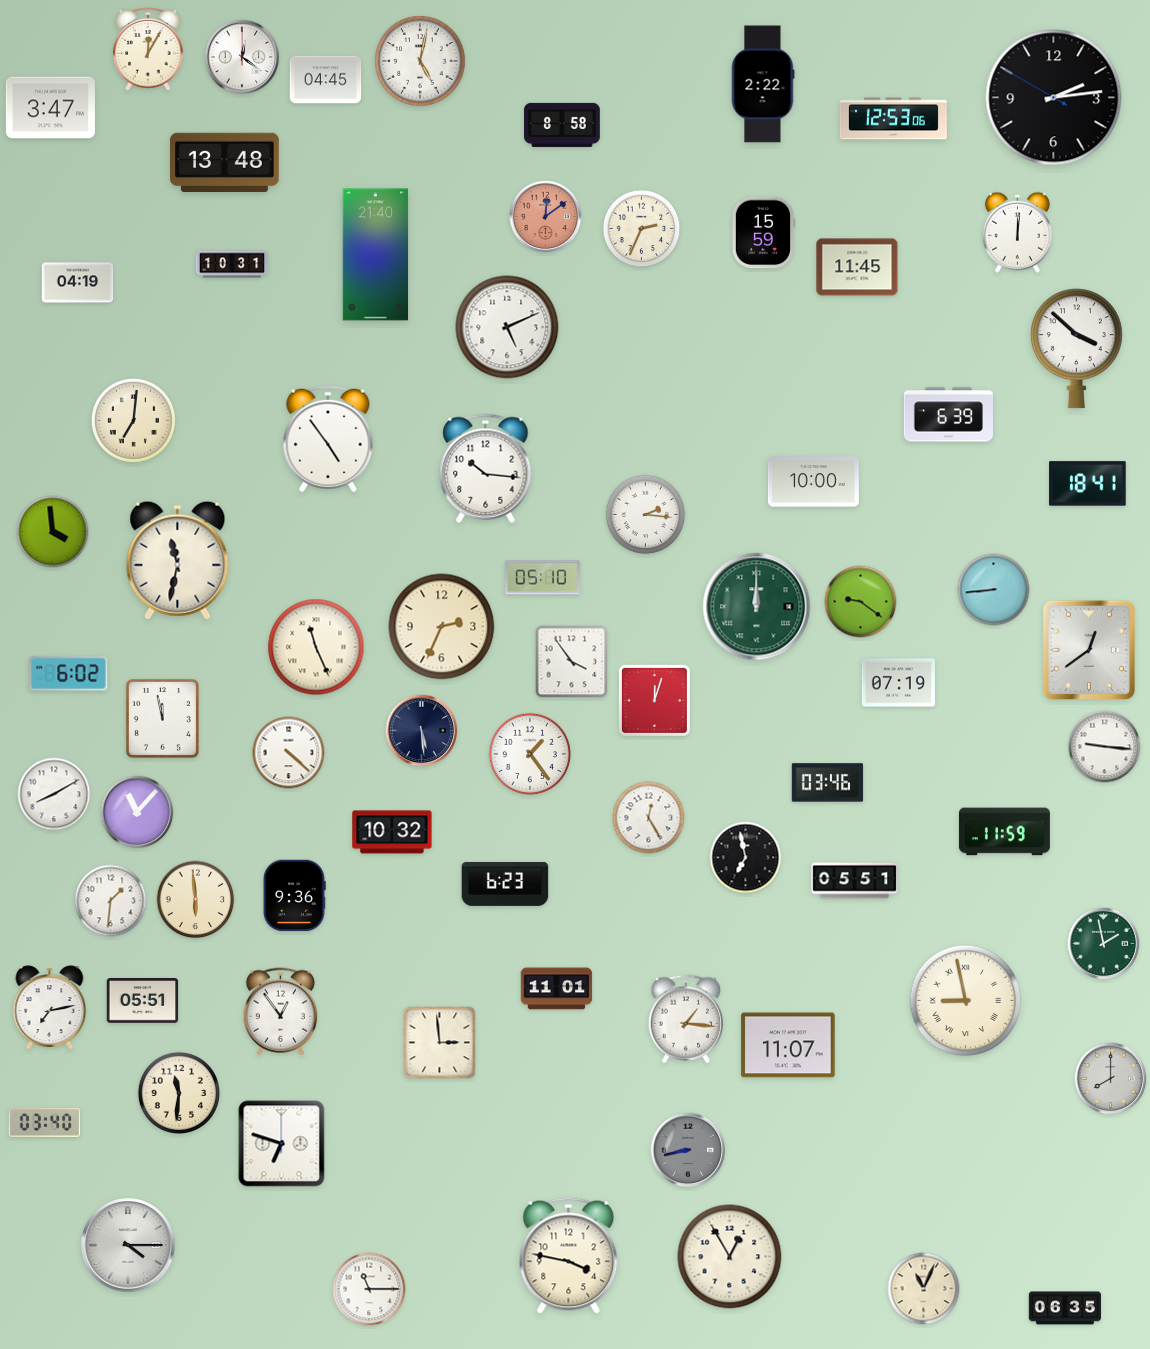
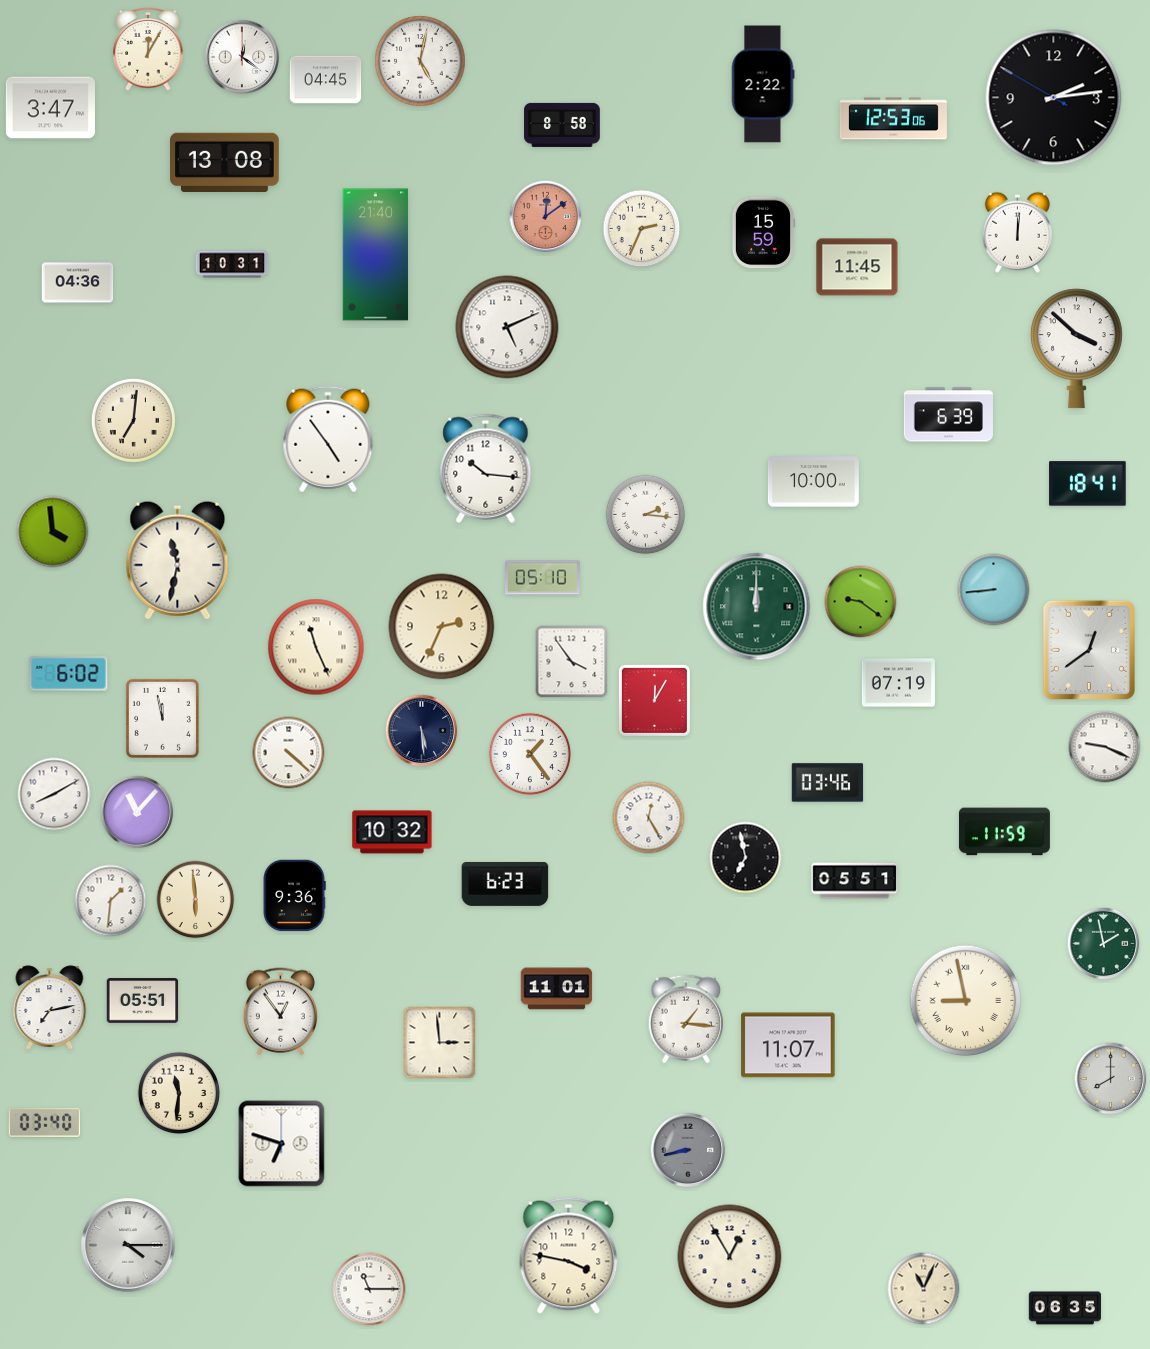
clock at (225, 162): 13:48 -> 13:08
clock at (78, 283): 04:19 -> 04:36
clock at (654, 700): 12:03 -> 12:05
clock at (1105, 747): 9:16 -> 9:19
